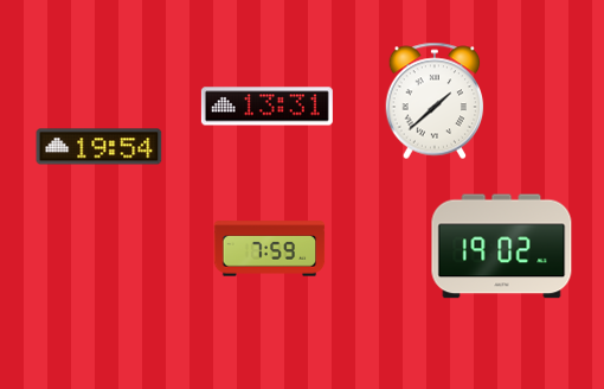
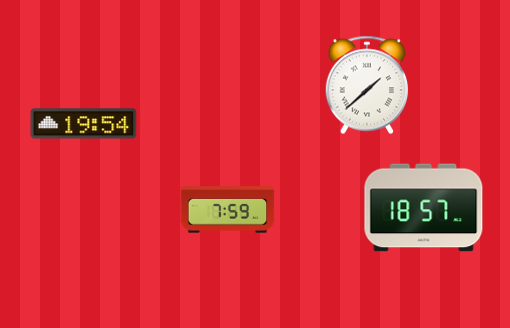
clock at (266, 107): 13:31 -> none
clock at (502, 247): 19:02 -> 18:57
